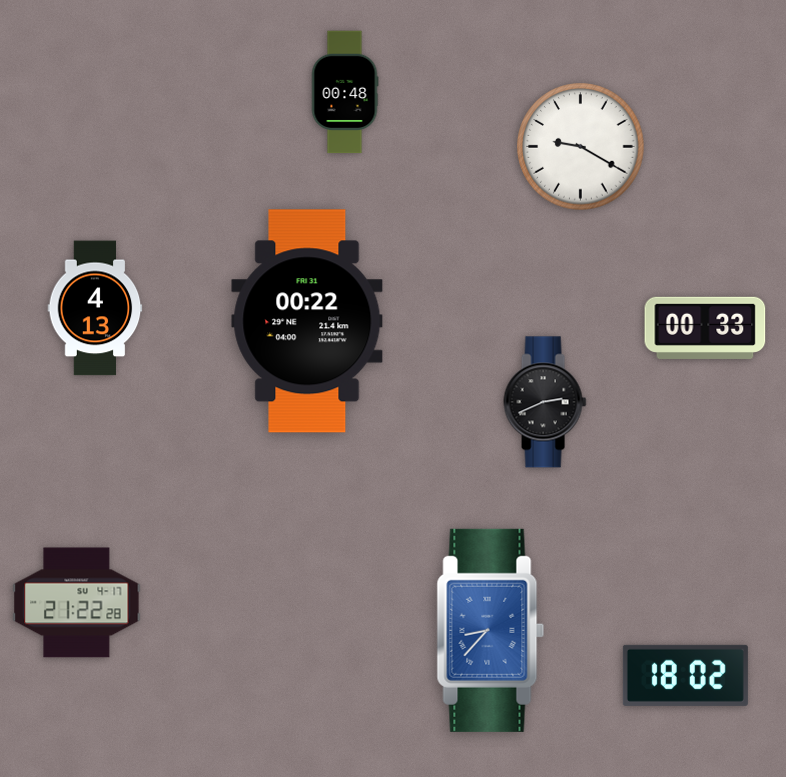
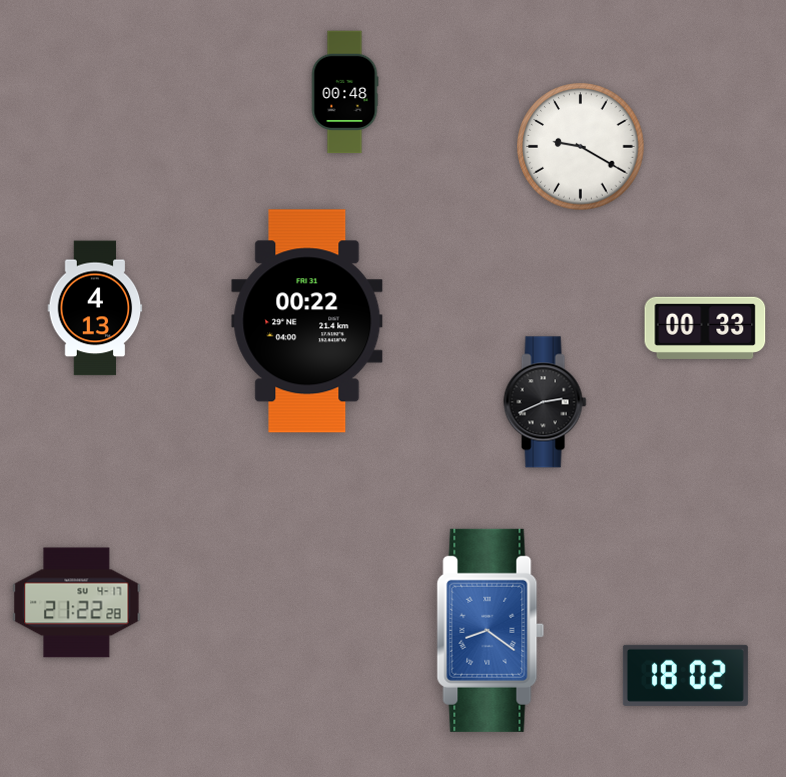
clock at (491, 630): 8:37 -> 8:21
